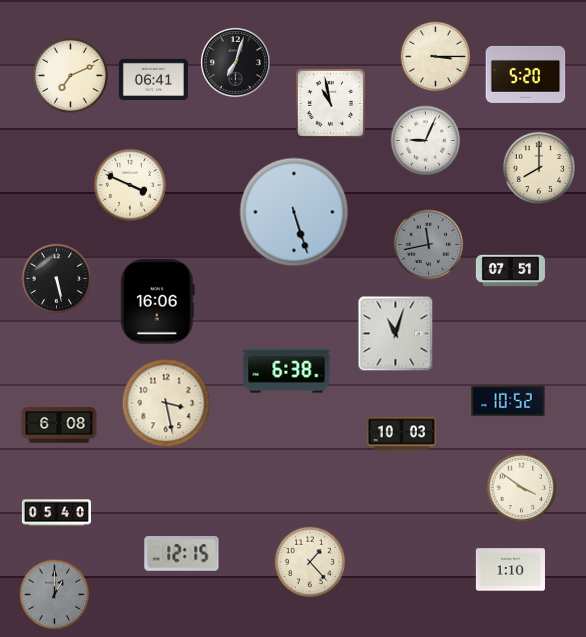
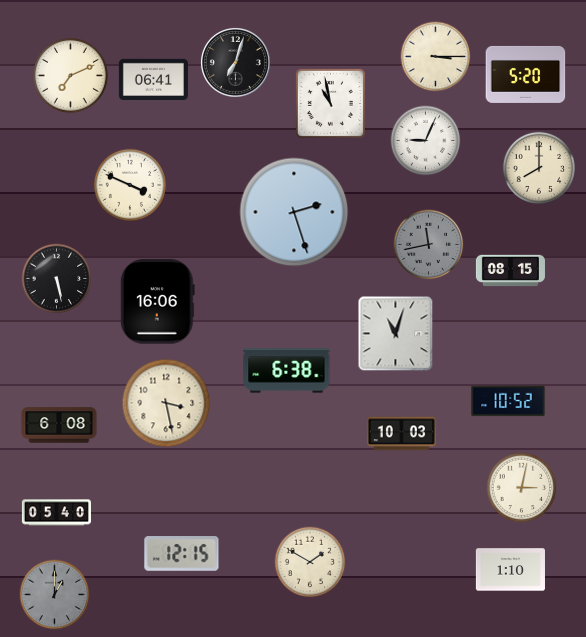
clock at (294, 212): 5:27 -> 2:27
clock at (510, 271): 07:51 -> 08:15
clock at (522, 488): 3:51 -> 3:02
clock at (310, 562): 1:23 -> 1:50
